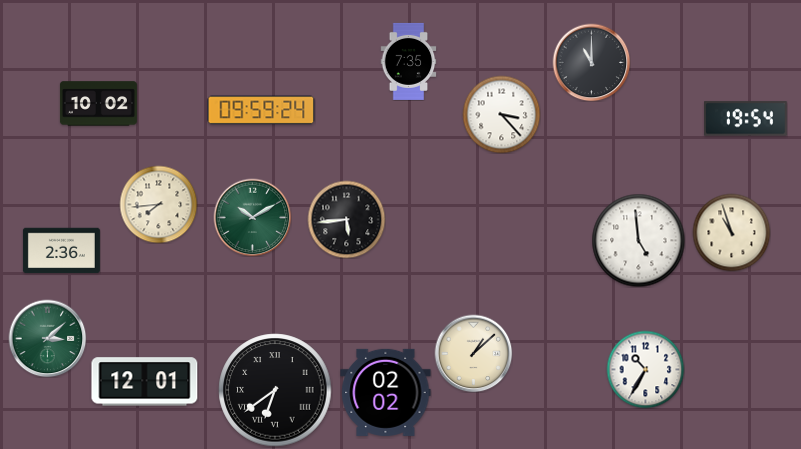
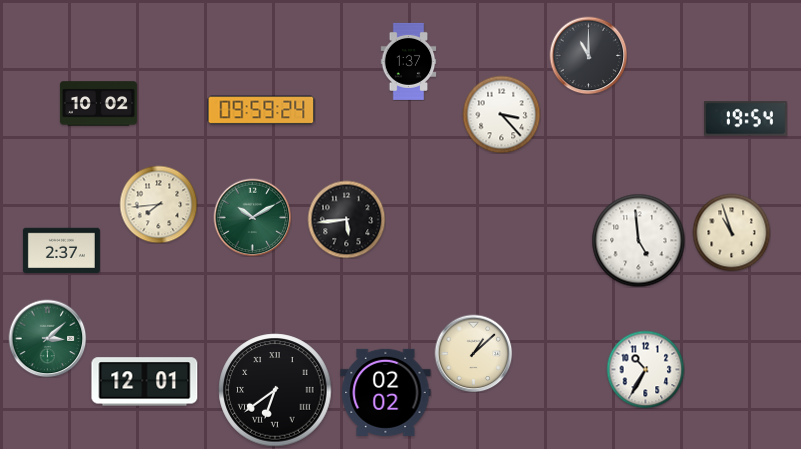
clock at (409, 61): 7:35 -> 1:37
clock at (591, 62) position: (591, 62) -> (588, 55)
clock at (61, 251): 2:36 -> 2:37
